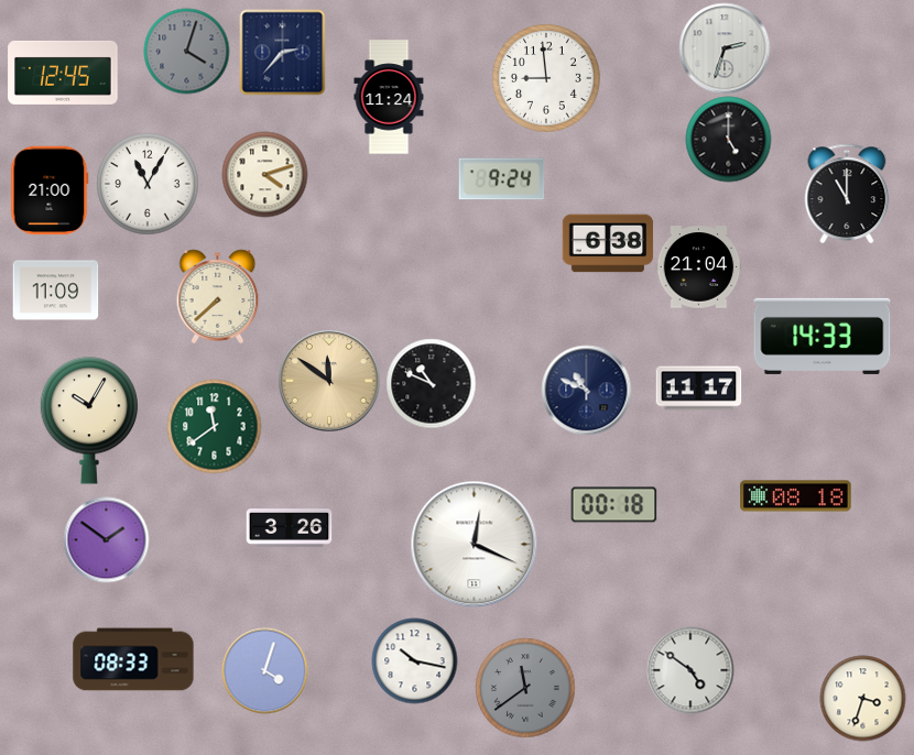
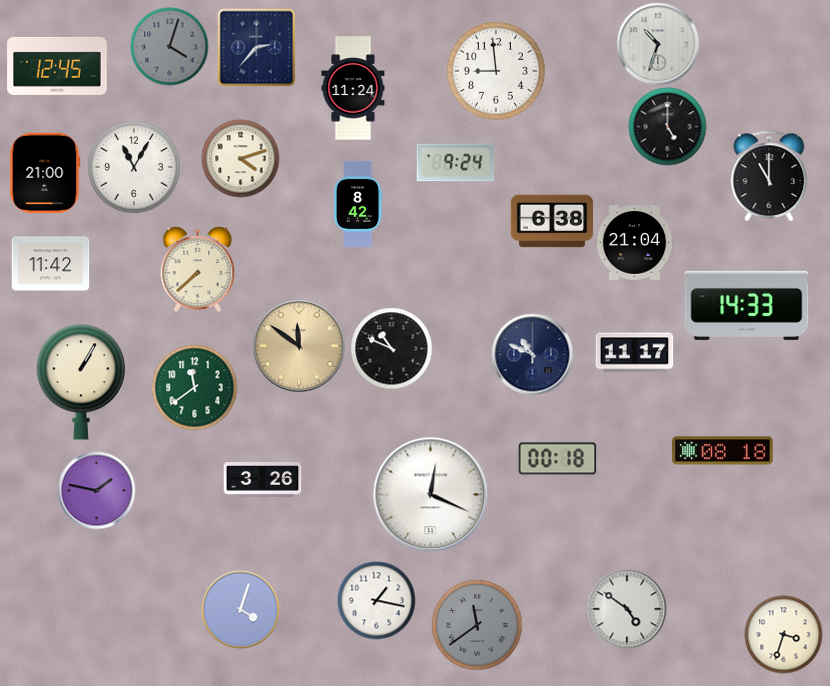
clock at (725, 48): 2:33 -> 10:33
clock at (728, 139) position: (728, 139) -> (667, 126)
clock at (358, 203): none -> 8:42
clock at (55, 291): 11:09 -> 11:42
clock at (88, 420): 10:05 -> 1:05
clock at (106, 539): 1:51 -> 1:47
clock at (133, 659): 08:33 -> none
clock at (414, 660): 10:17 -> 1:17
